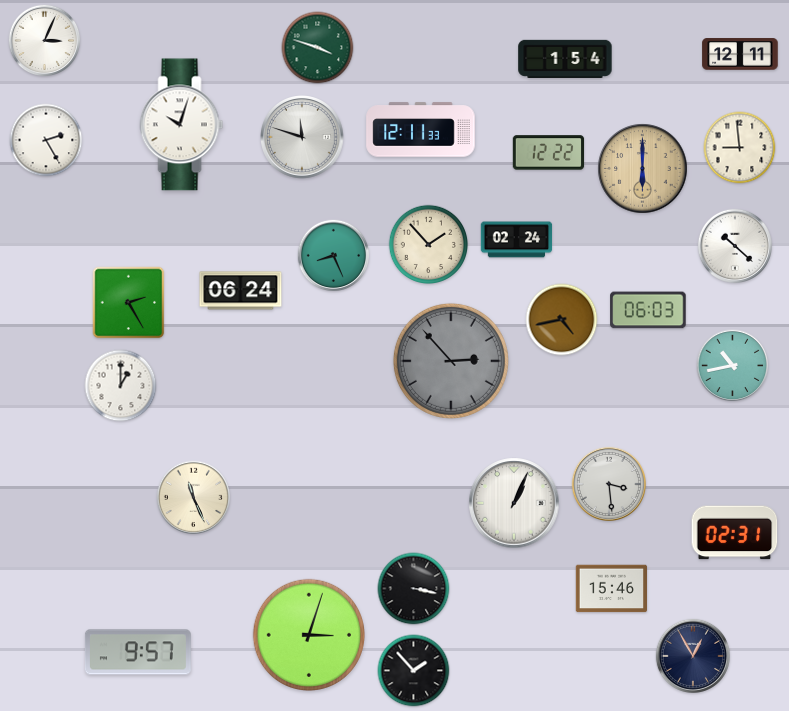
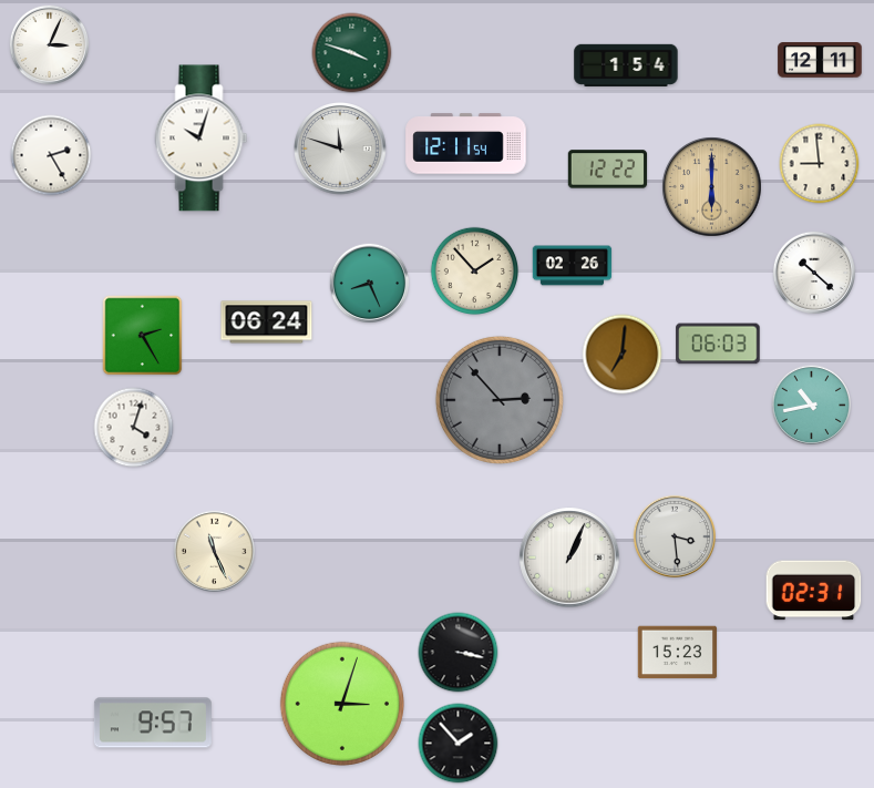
clock at (421, 130): 12:11:33 -> 12:11:54
clock at (303, 138) position: (303, 138) -> (341, 150)
clock at (517, 240): 02:24 -> 02:26
clock at (562, 320): 4:43 -> 7:01
clock at (121, 386): 1:00 -> 4:03
clock at (612, 589): 15:46 -> 15:23
clock at (692, 655): 12:55 -> none
